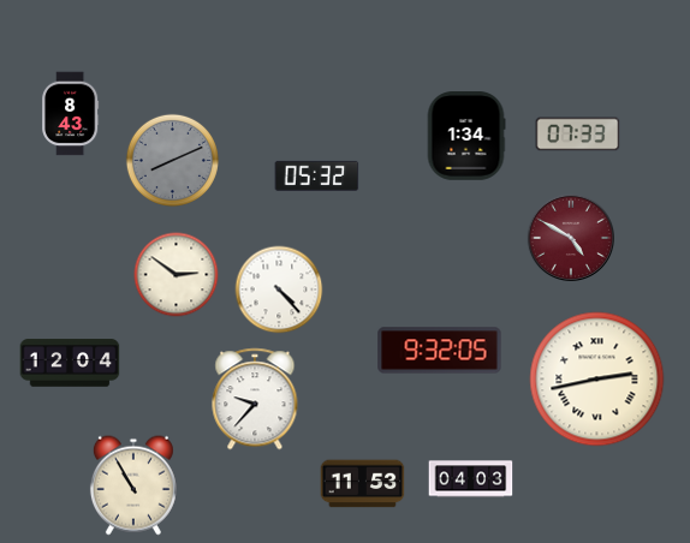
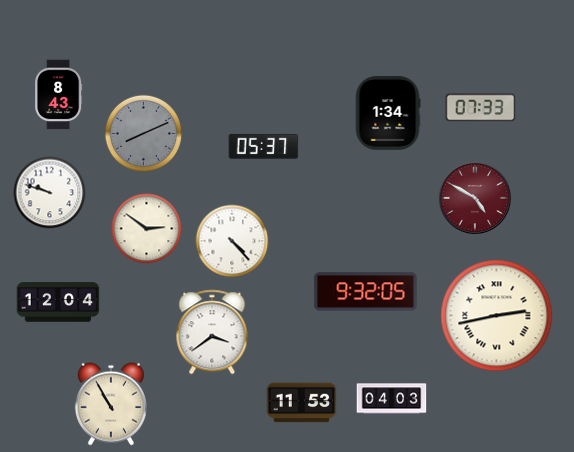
clock at (578, 135) position: (578, 135) -> (481, 108)
clock at (317, 175): 05:32 -> 05:37
clock at (50, 193): none -> 9:48
clock at (255, 399): 9:37 -> 3:39
